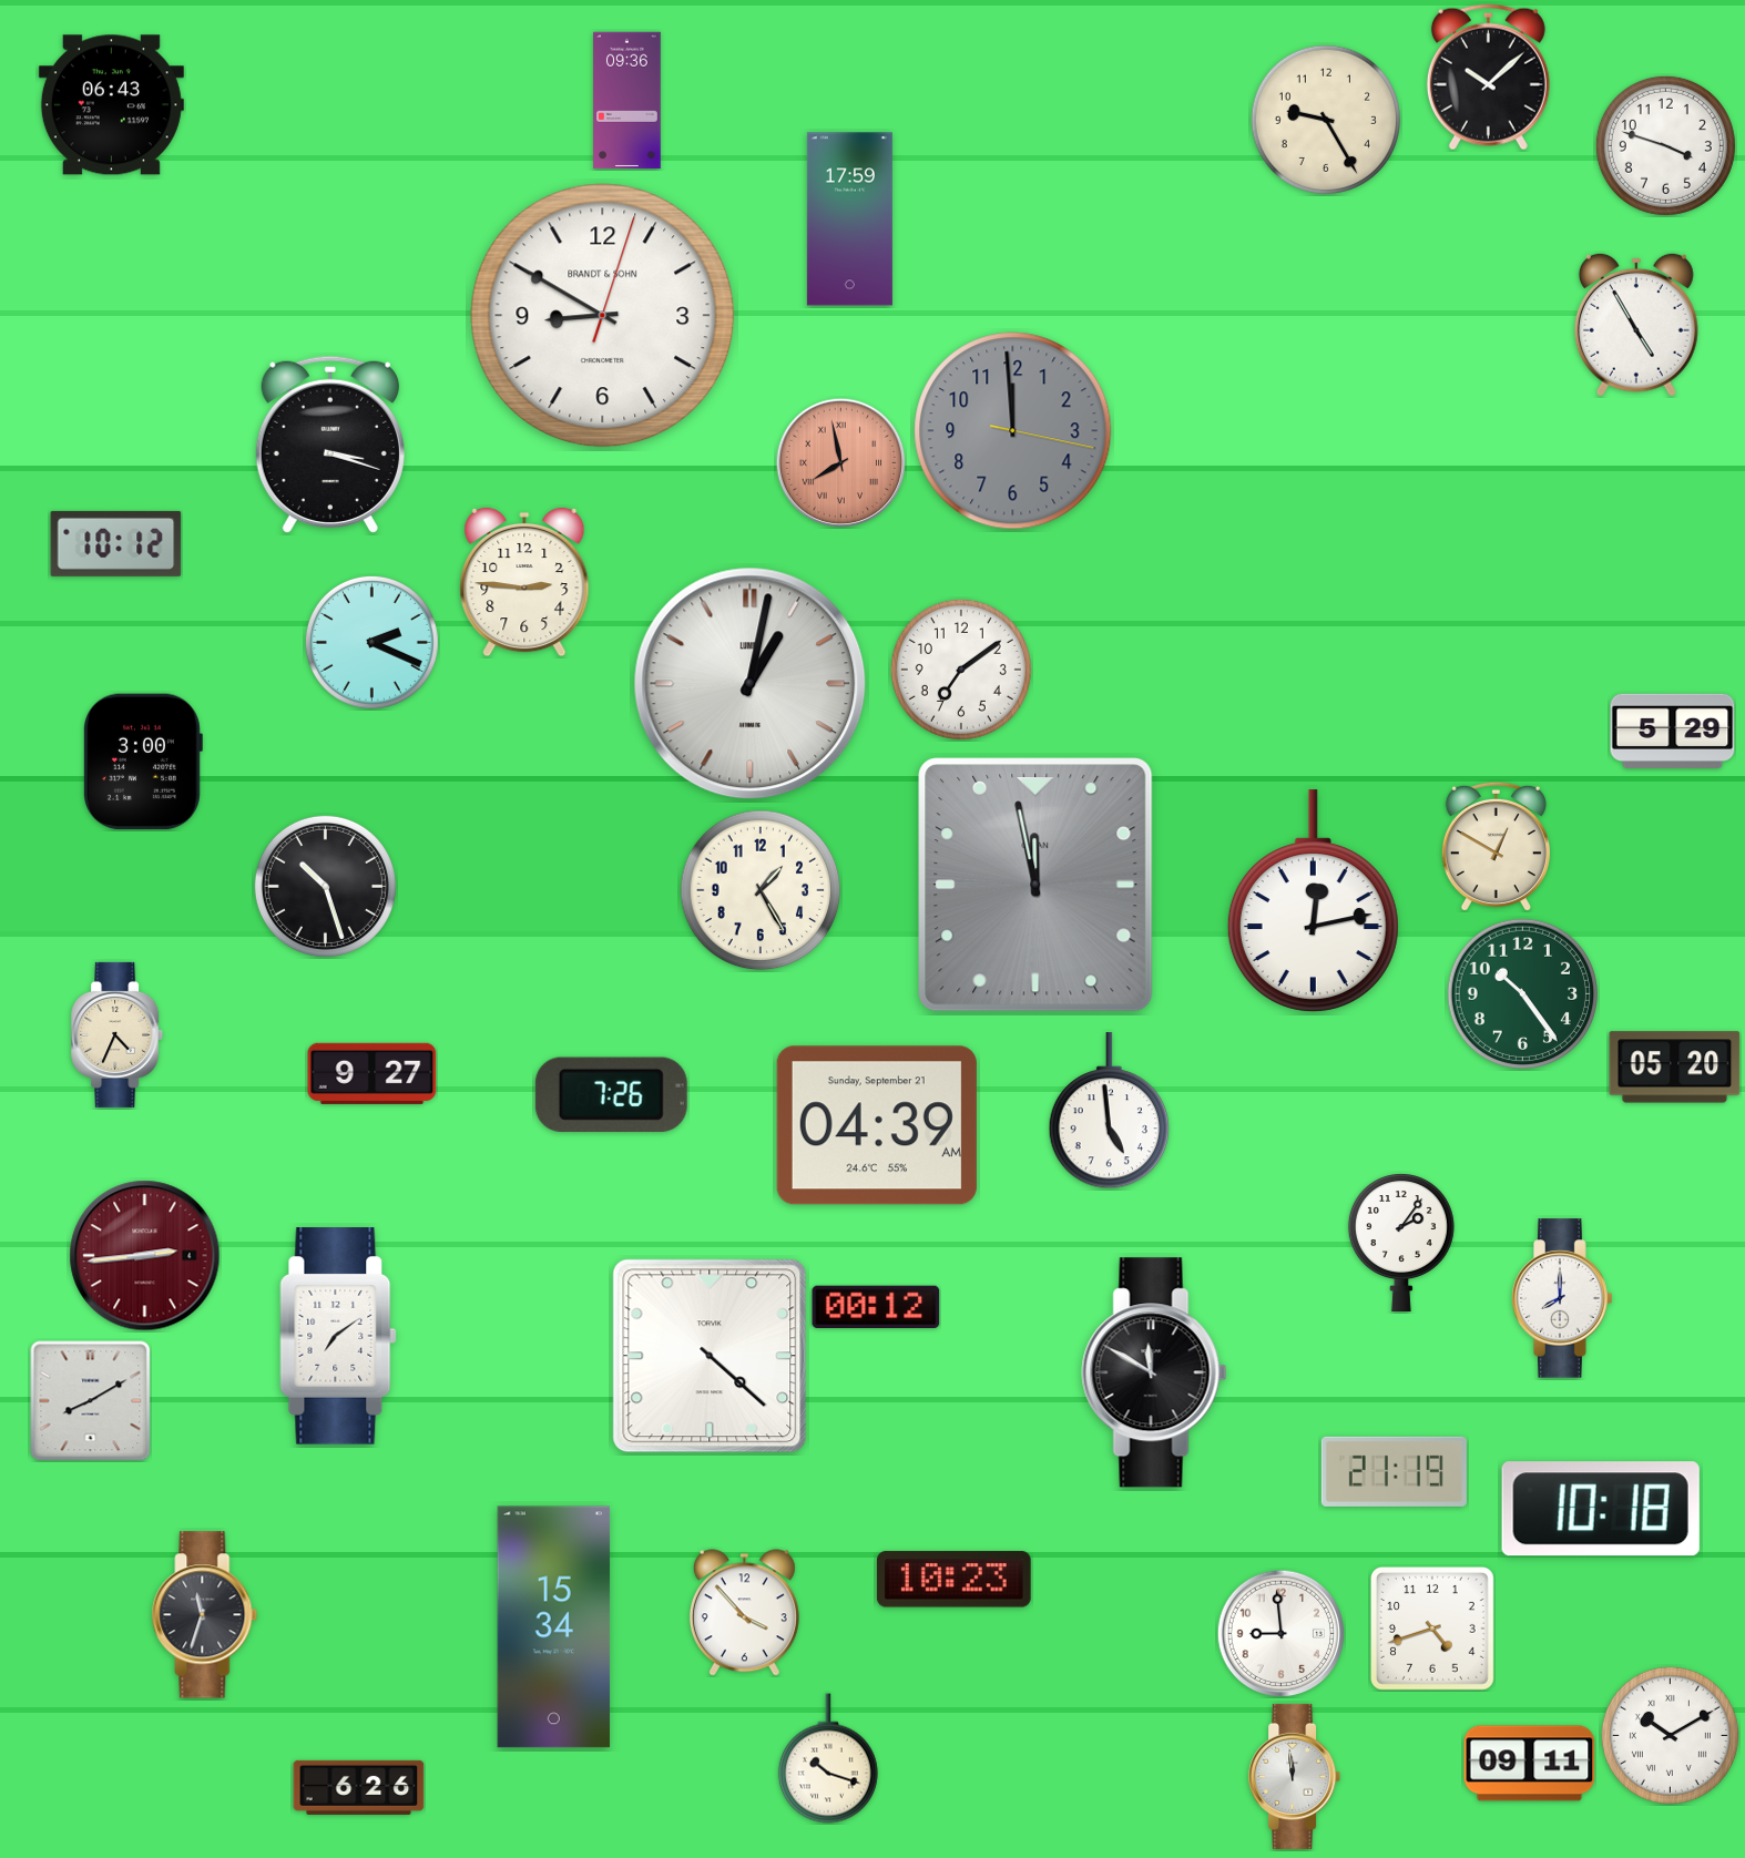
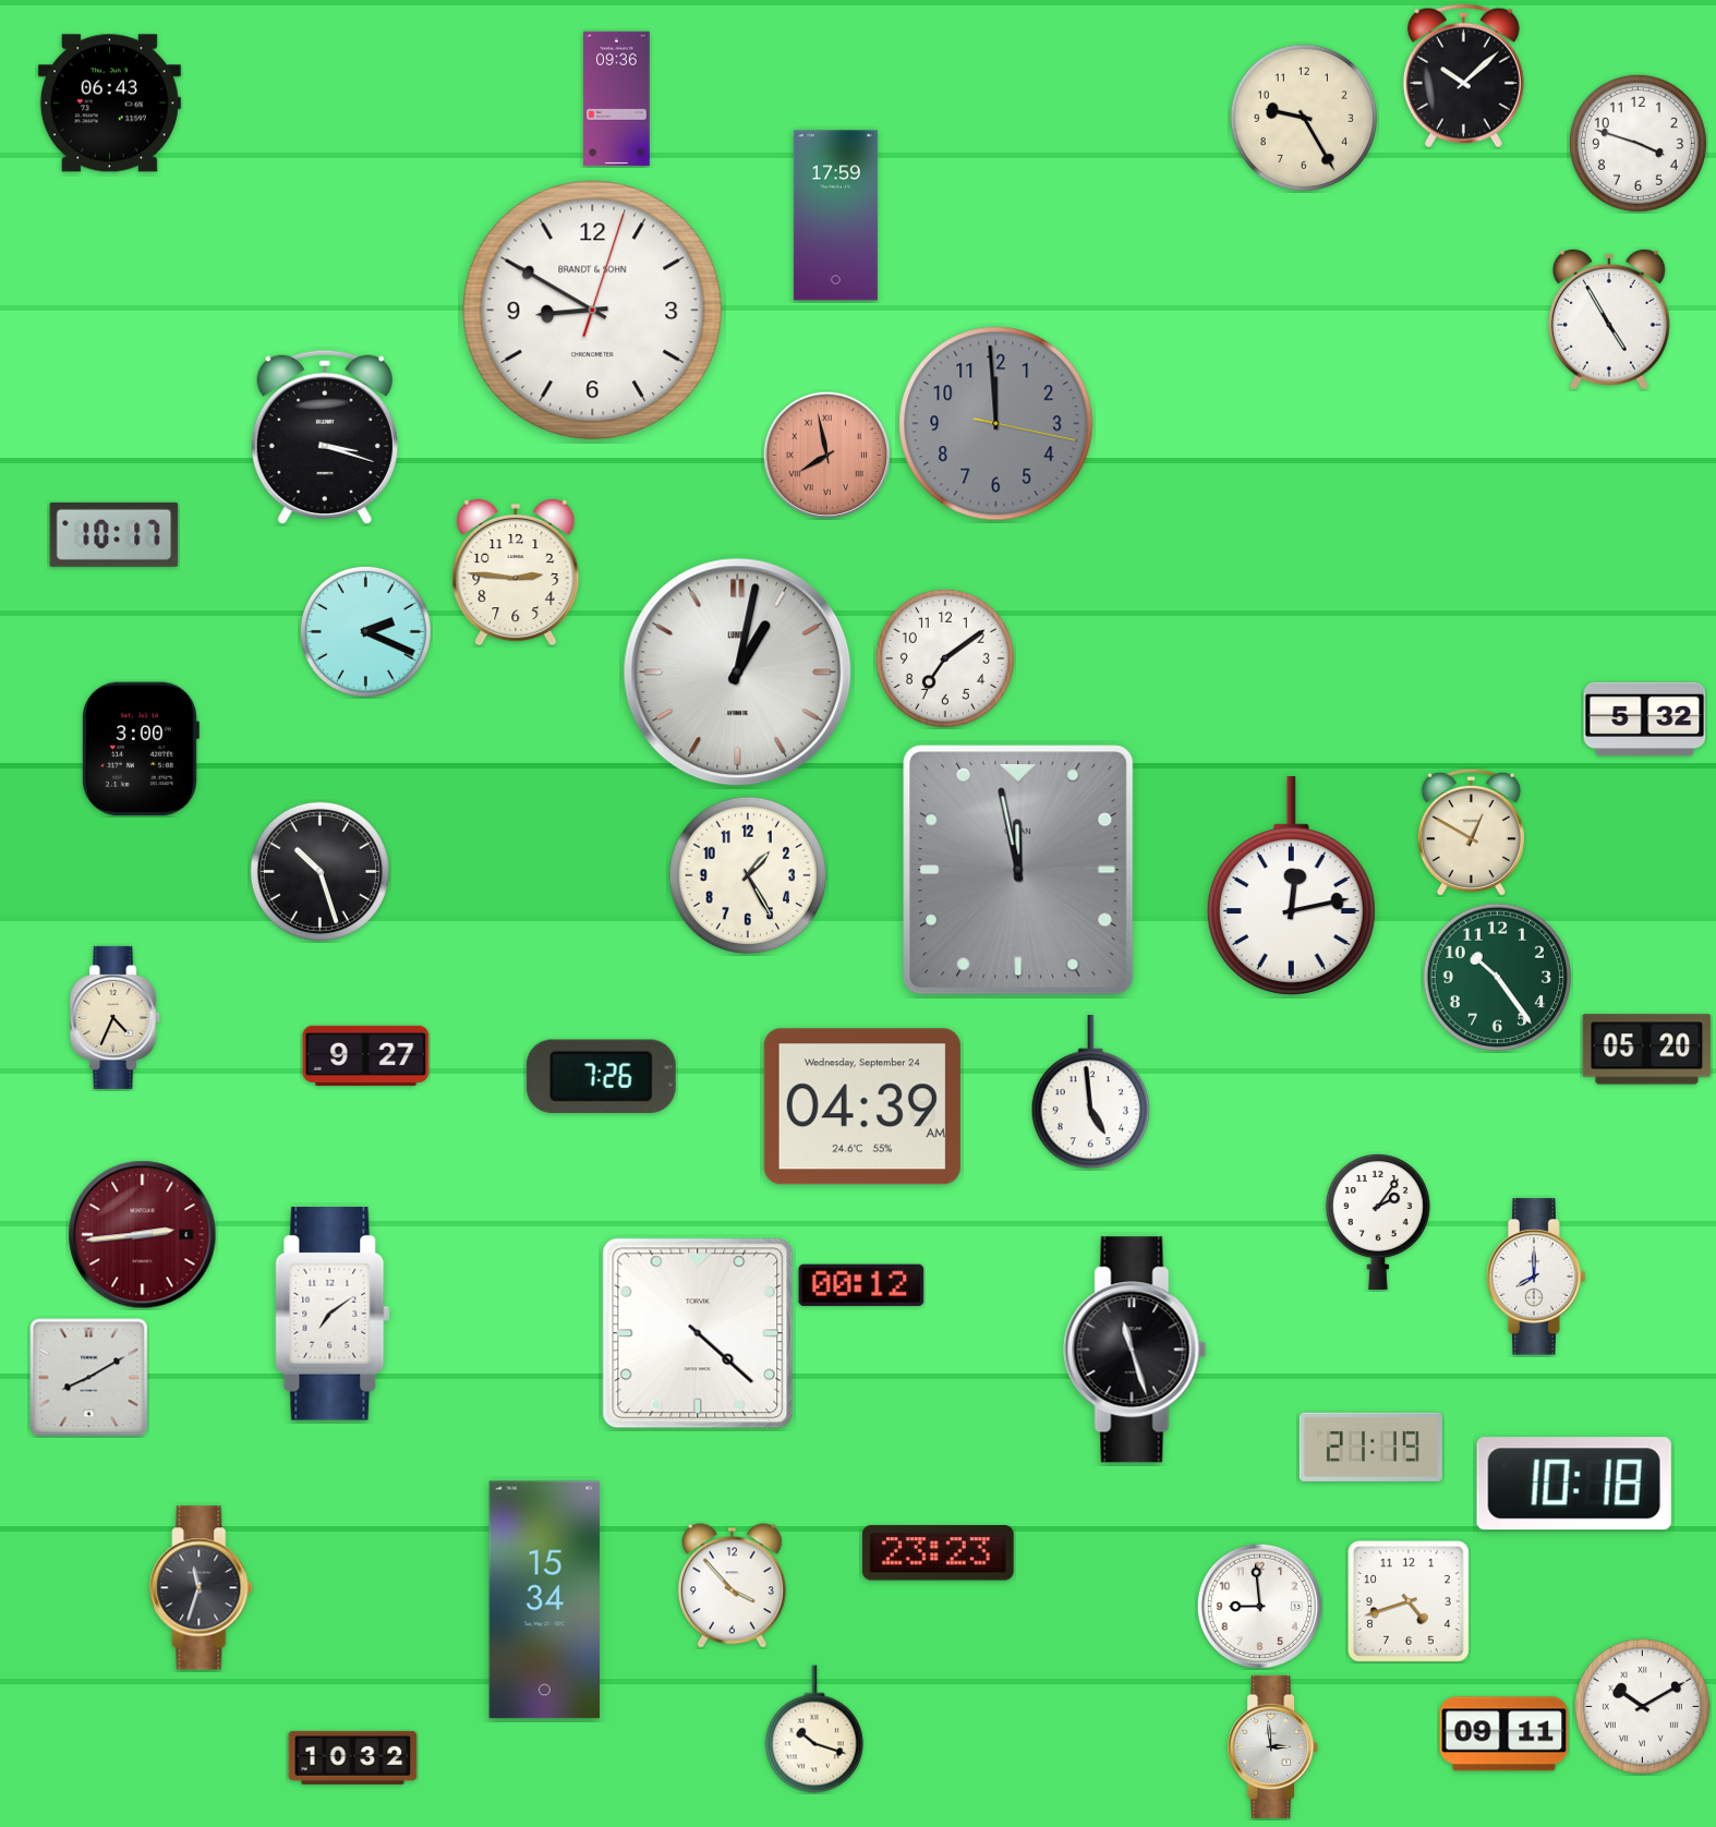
clock at (116, 543): 10:12 -> 10:17
clock at (1673, 731): 5:29 -> 5:32
clock at (877, 1125) date: Sunday, September 21 -> Wednesday, September 24
clock at (1154, 1372): 11:50 -> 11:27
clock at (953, 1580): 10:23 -> 23:23
clock at (1295, 1776): 11:59 -> 2:59
clock at (359, 1787): 6:26 -> 10:32
